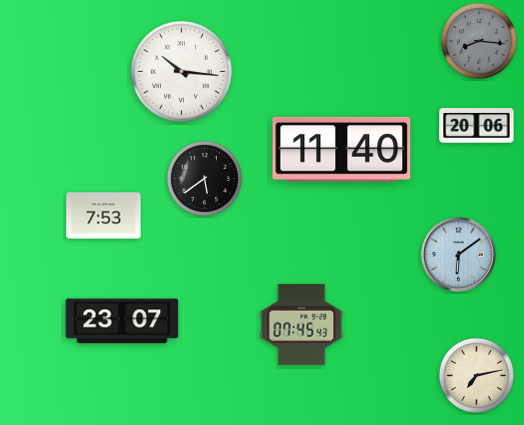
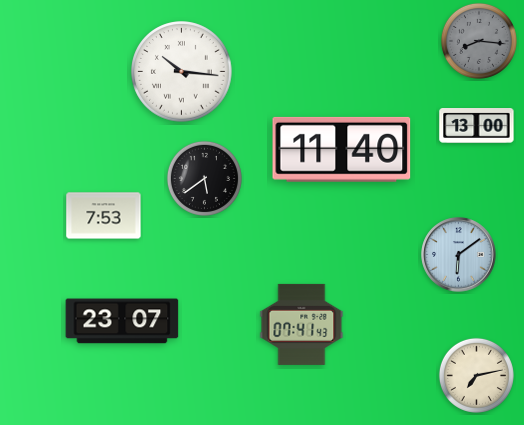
clock at (477, 126): 20:06 -> 13:00
clock at (302, 324): 07:45 -> 07:41
